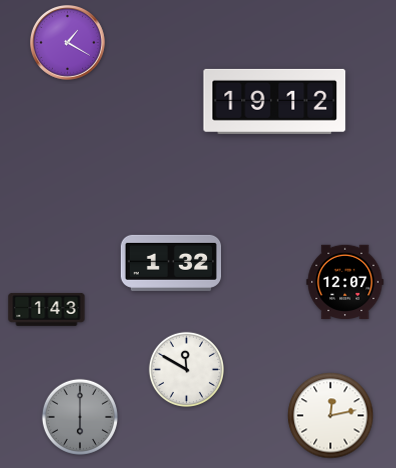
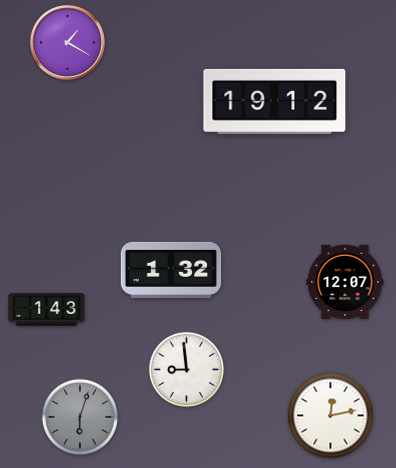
clock at (171, 263) position: (171, 263) -> (171, 270)
clock at (186, 369): 11:50 -> 8:59
clock at (80, 417): 6:00 -> 6:03
